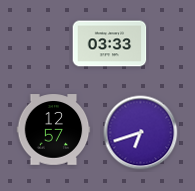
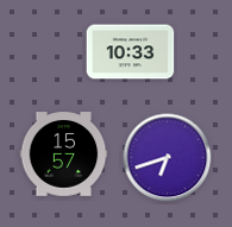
clock at (110, 44): 03:33 -> 10:33
clock at (54, 130): 12:57 -> 15:57
